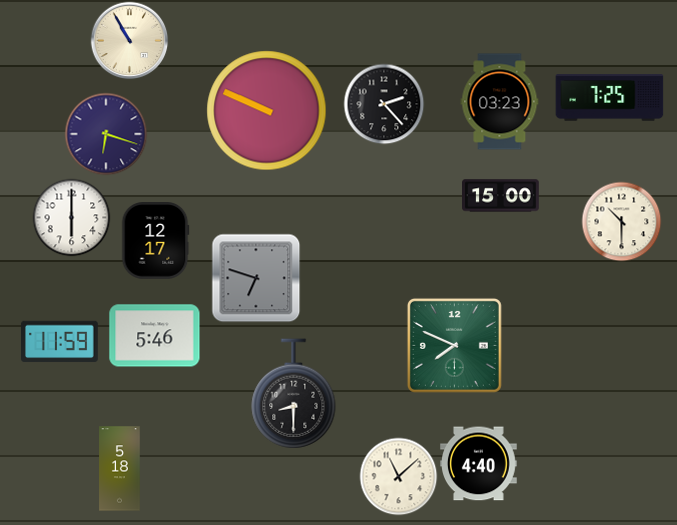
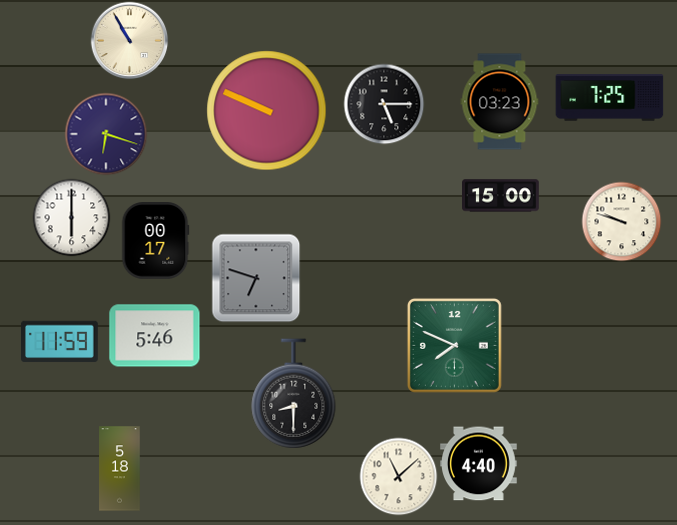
clock at (384, 104): 2:23 -> 5:15
clock at (621, 221): 10:30 -> 9:48
clock at (155, 241): 12:17 -> 00:17
